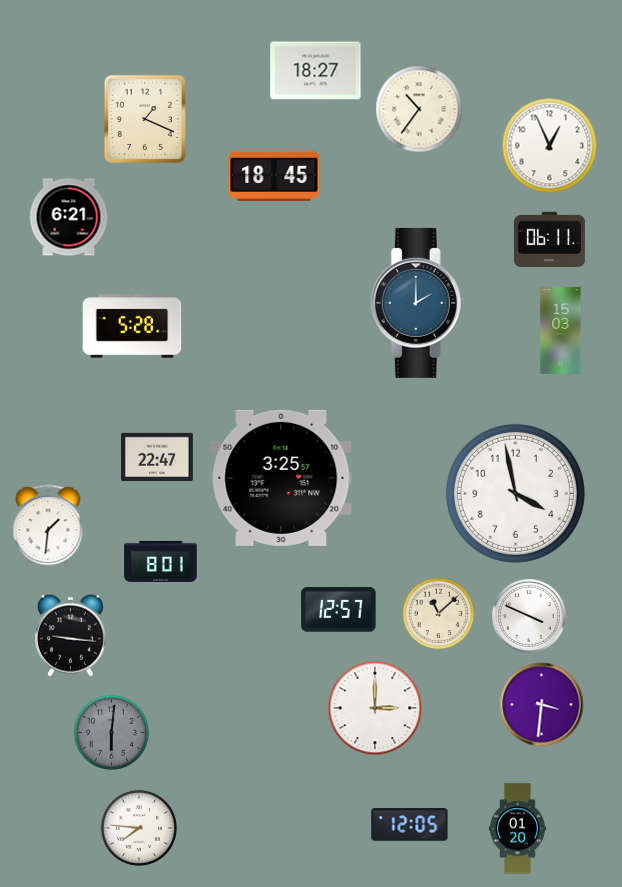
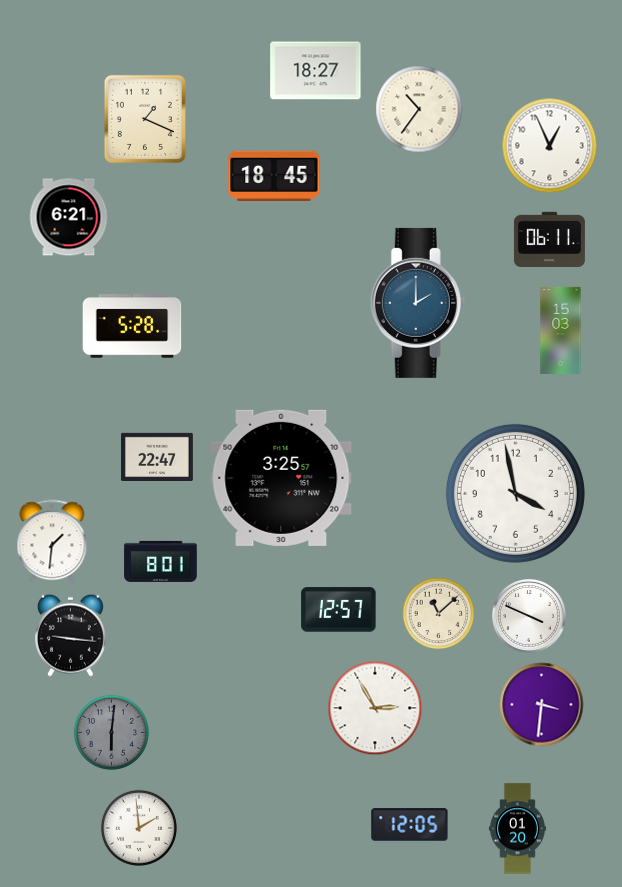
clock at (48, 526) position: (48, 526) -> (52, 541)
clock at (375, 708): 3:00 -> 2:55
clock at (139, 828): 7:46 -> 1:59
